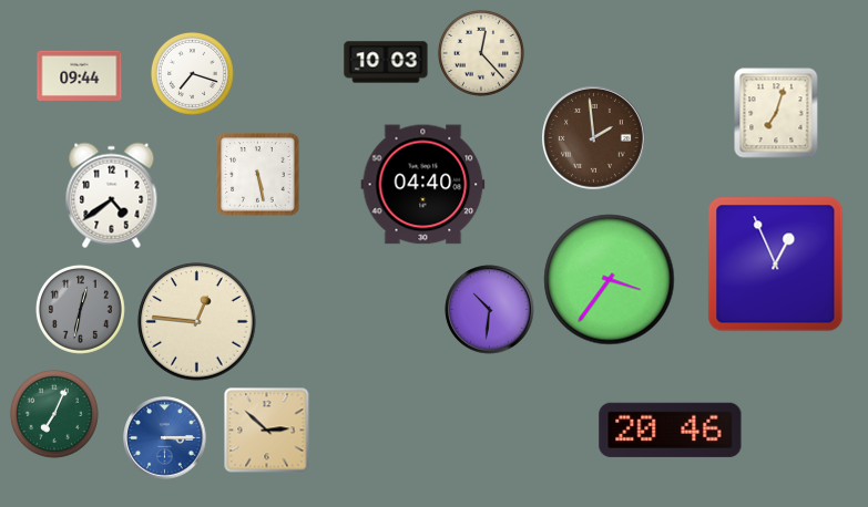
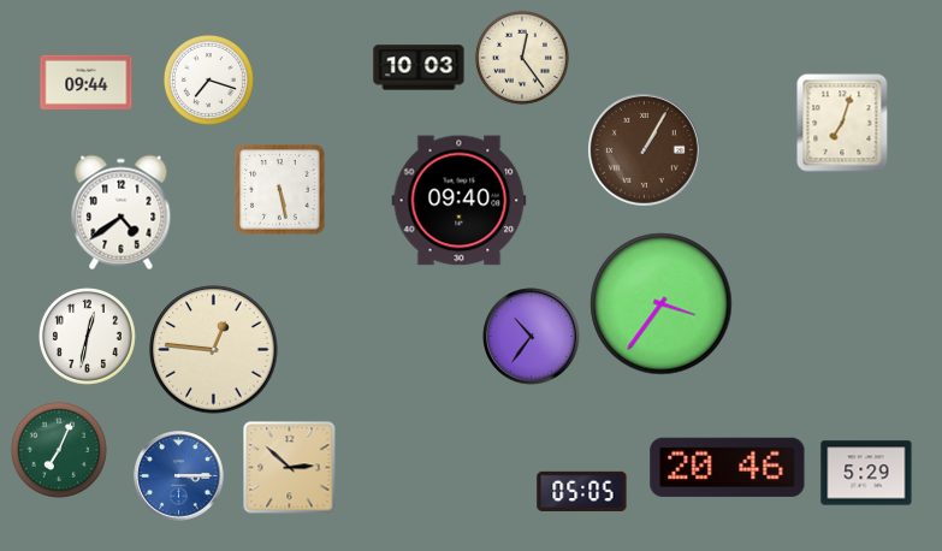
clock at (481, 53): 12:23 -> 12:24
clock at (594, 138): 1:59 -> 1:05
clock at (423, 185): 04:40 -> 09:40
clock at (776, 265): 12:56 -> none
clock at (80, 309) dial: grey -> white
clock at (490, 310): 10:31 -> 10:36
clock at (866, 473): none -> 5:29
clock at (582, 491): none -> 05:05
